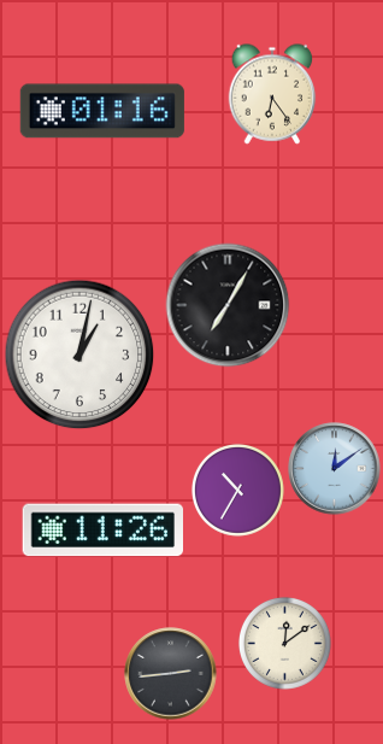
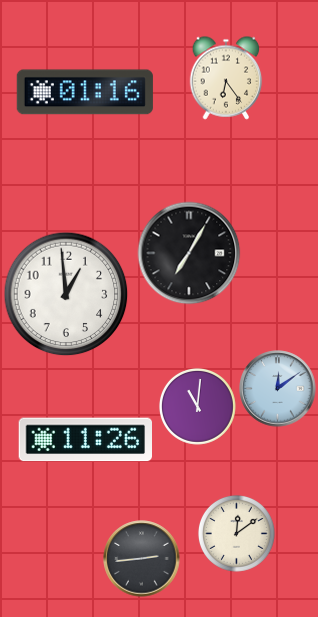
clock at (79, 355): 1:02 -> 12:59
clock at (237, 490): 10:35 -> 11:01
